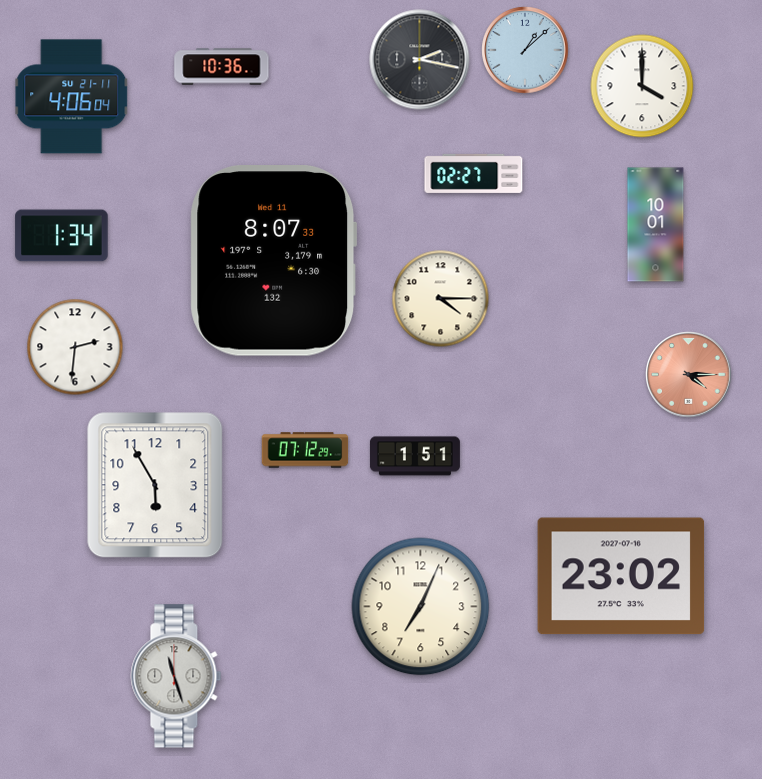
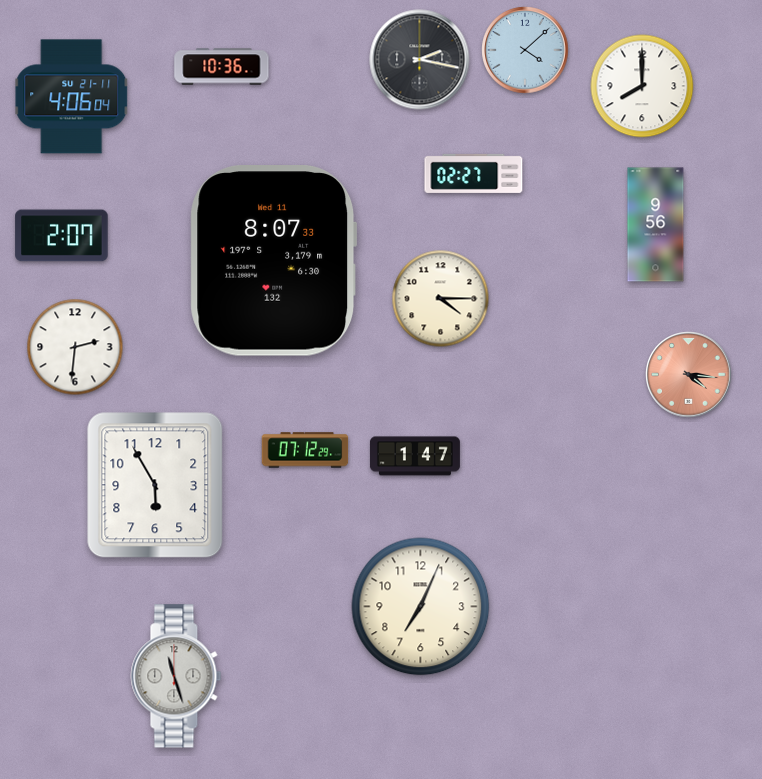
clock at (525, 50): 1:08 -> 4:08
clock at (642, 86): 4:00 -> 8:00
clock at (656, 225): 10:01 -> 9:56
clock at (62, 236): 1:34 -> 2:07
clock at (689, 375): 4:15 -> 4:16
clock at (415, 456): 1:51 -> 1:47
clock at (621, 576): 23:02 -> none
